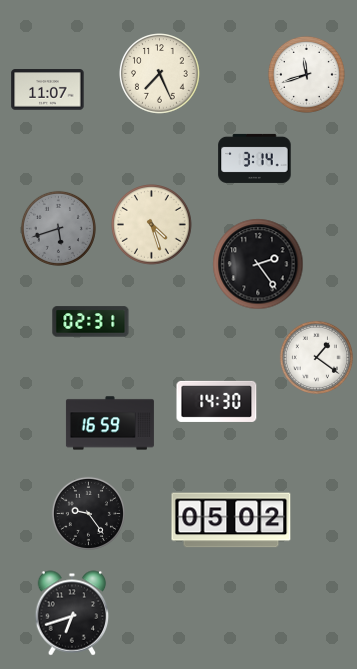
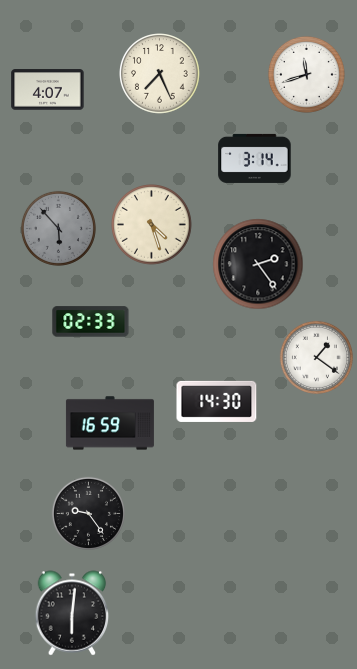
clock at (48, 90): 11:07 -> 4:07
clock at (58, 228): 5:42 -> 5:53
clock at (91, 322): 02:31 -> 02:33
clock at (231, 520): 05:02 -> none
clock at (72, 613): 6:42 -> 6:01
